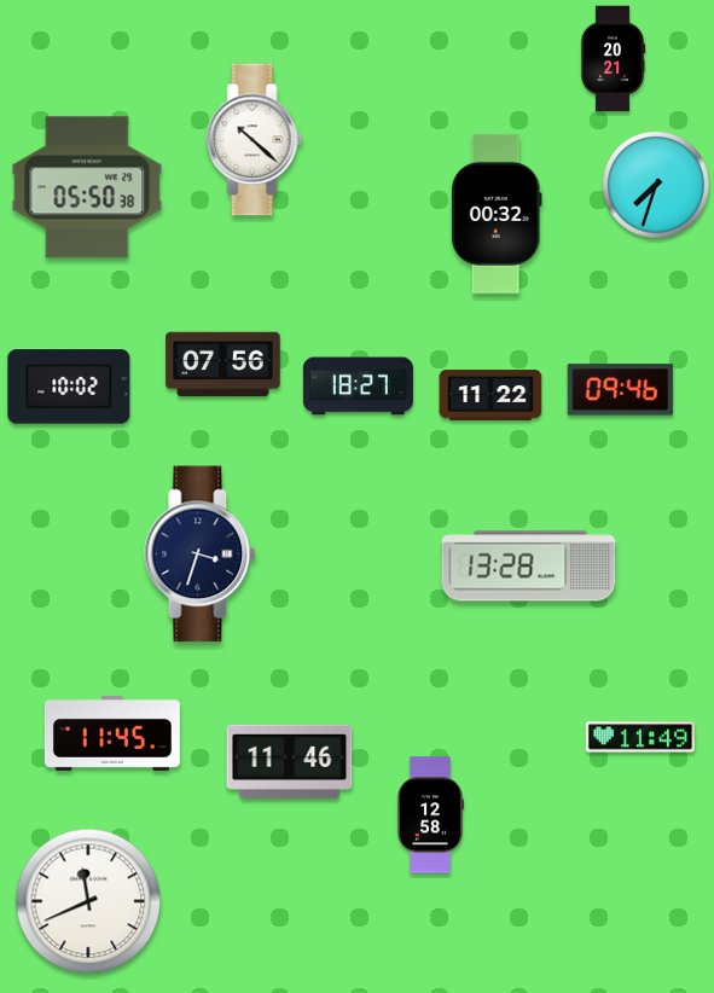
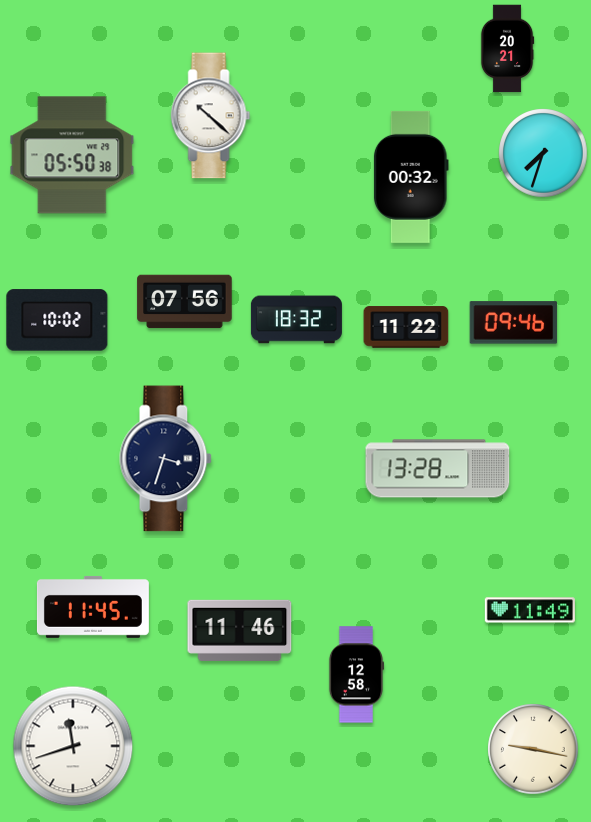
clock at (358, 387): 18:27 -> 18:32
clock at (88, 901): 11:41 -> 11:42
clock at (533, 749): none -> 9:17
